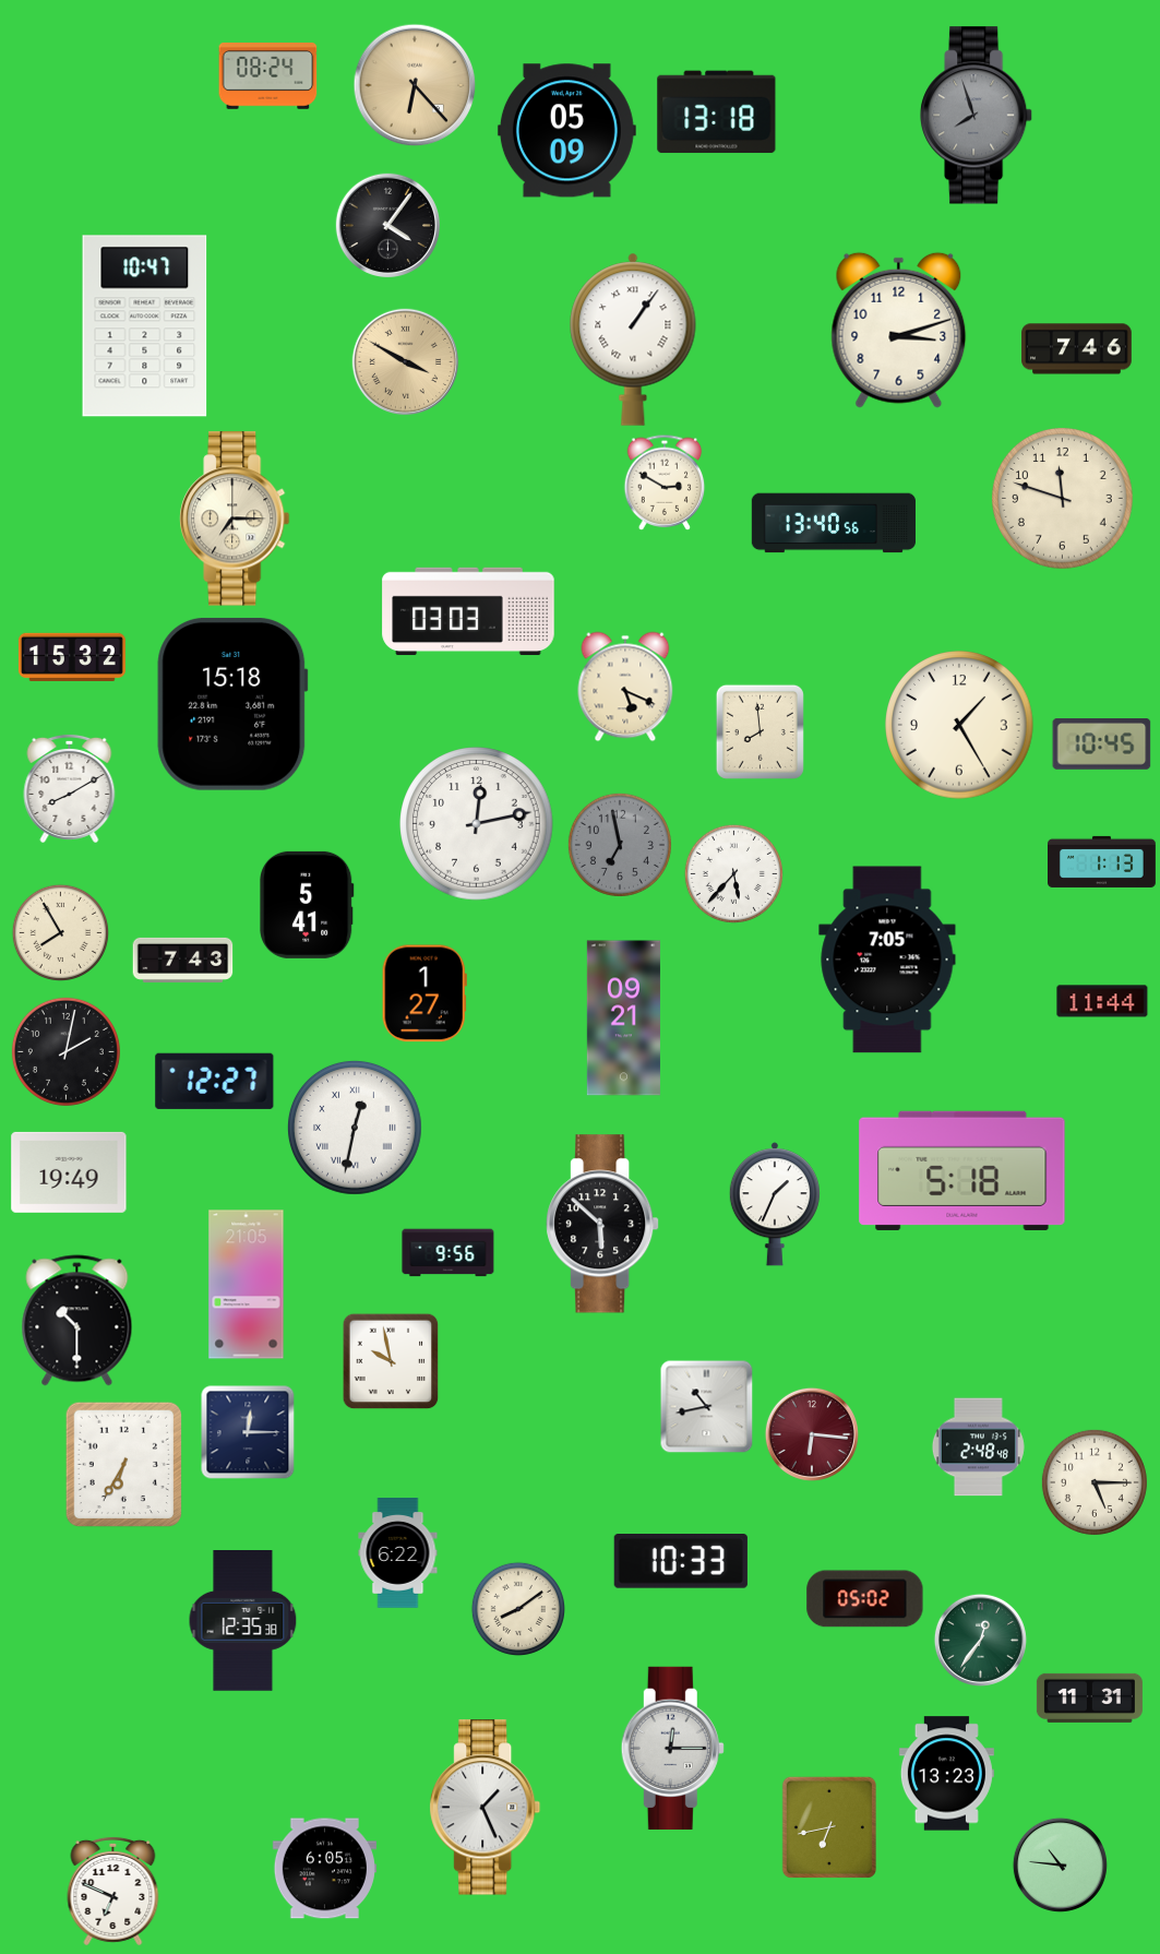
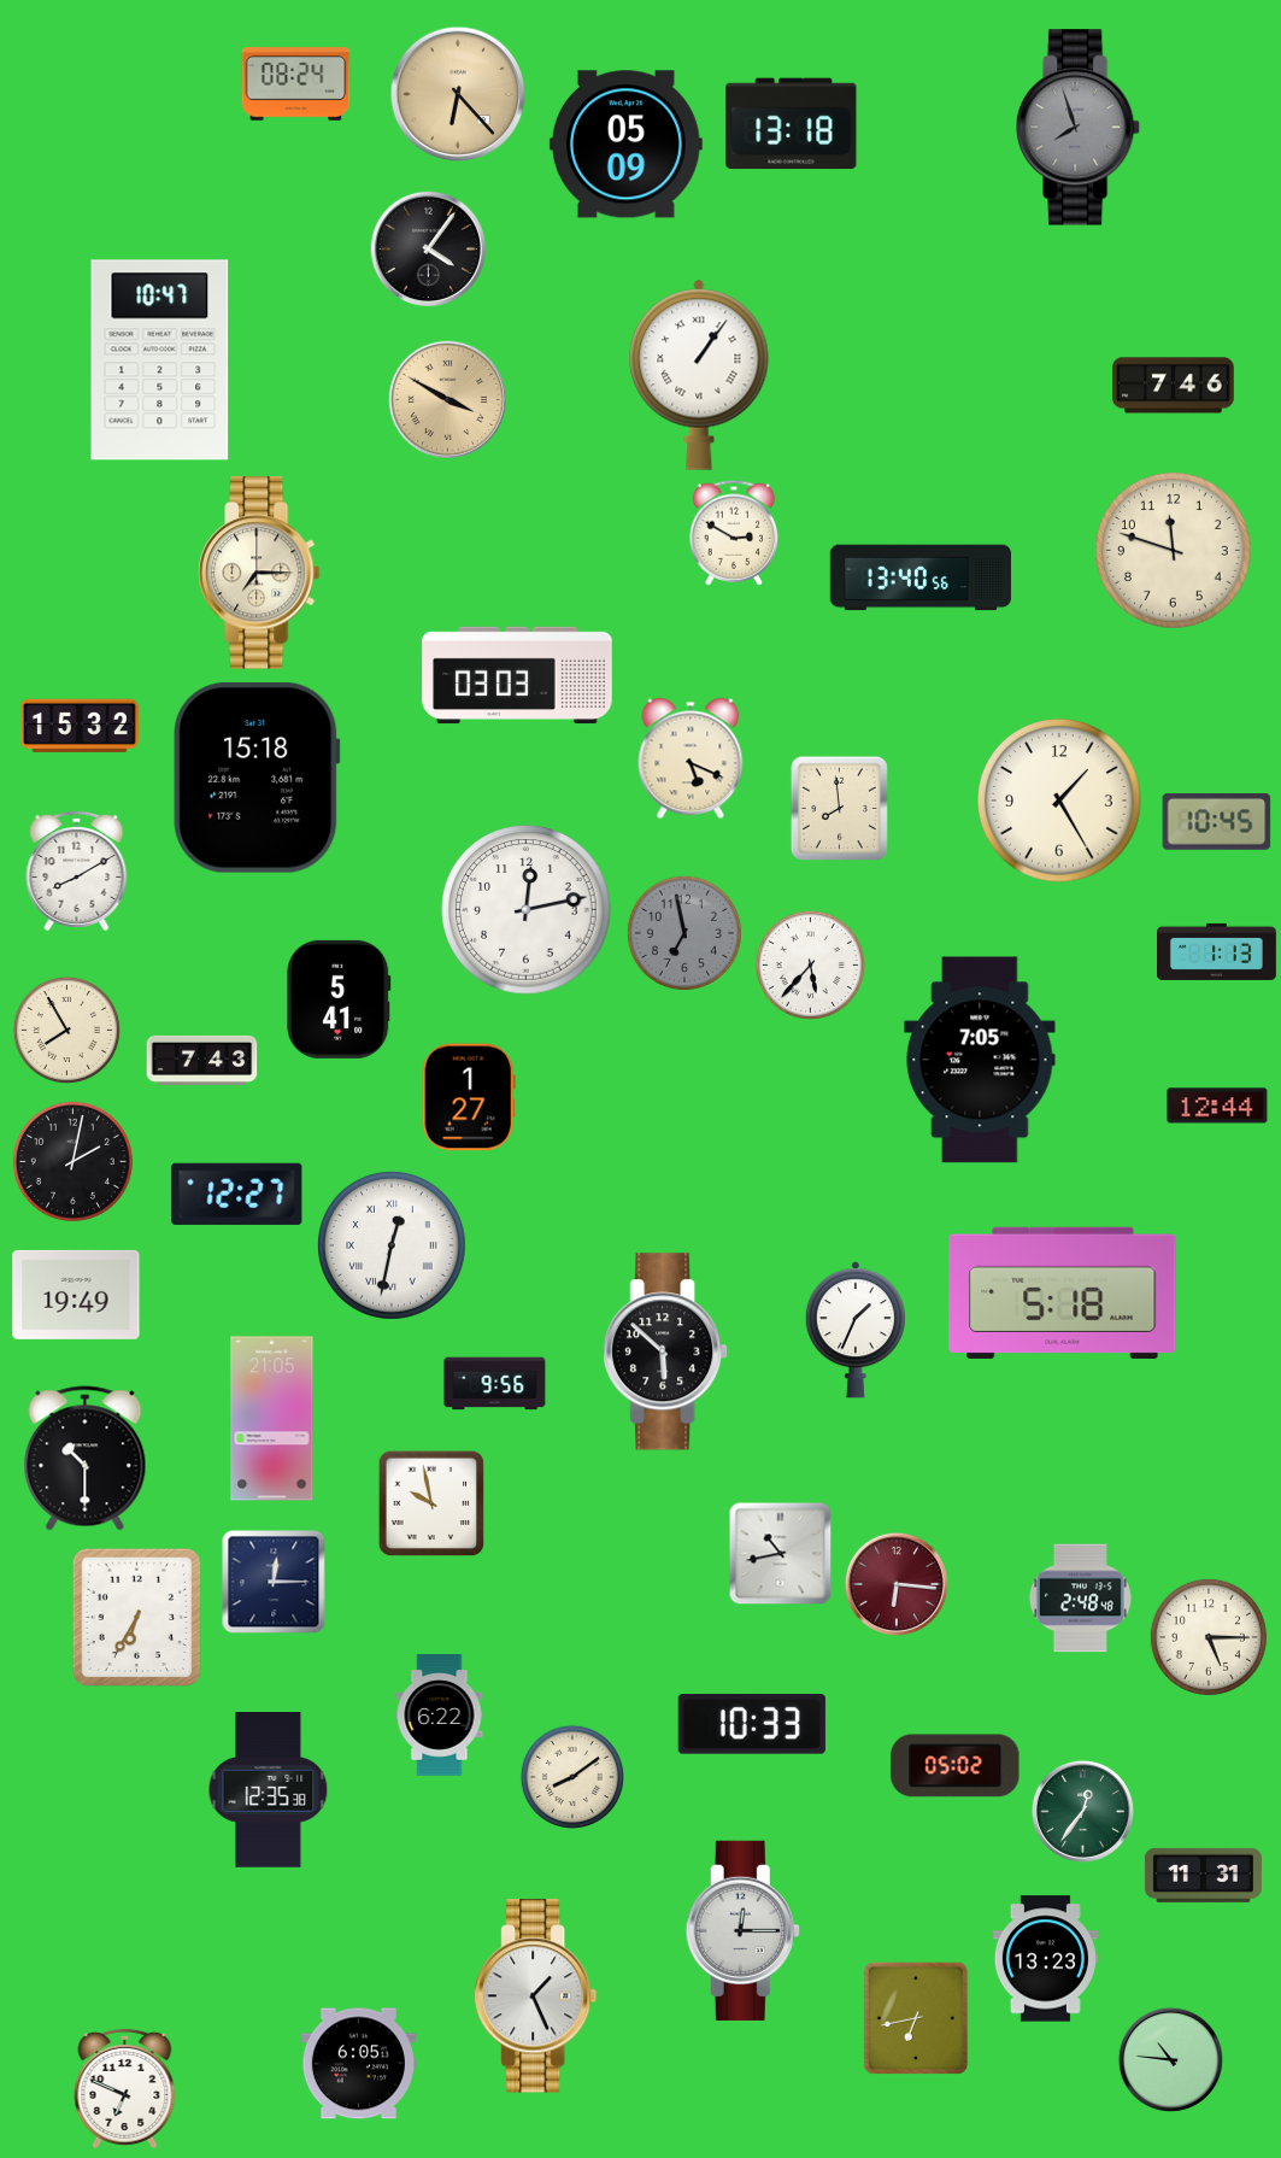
clock at (899, 330): 3:12 -> none
clock at (1077, 349) position: (1077, 349) -> (1174, 386)
clock at (1102, 1001): 11:44 -> 12:44
clock at (623, 1018): 09:21 -> none
